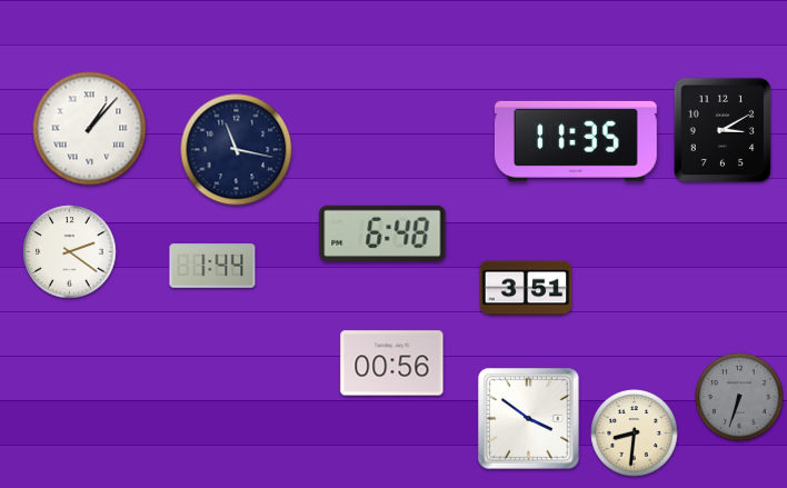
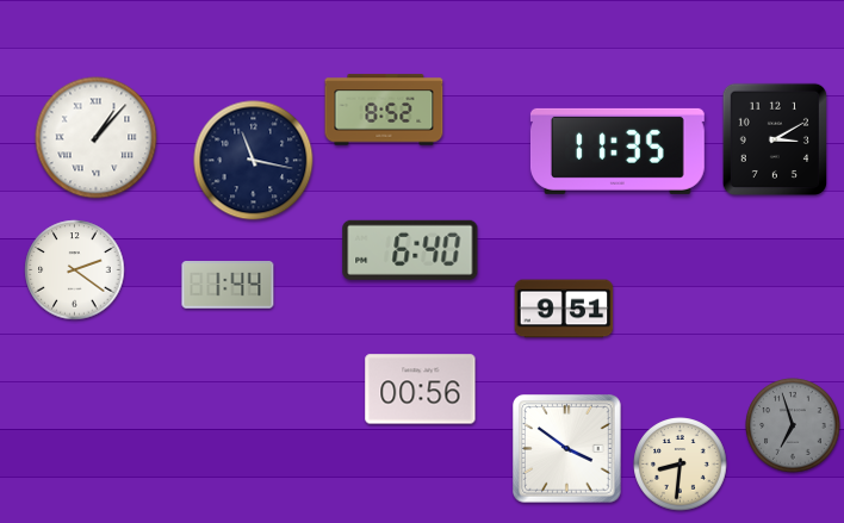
clock at (384, 110): none -> 8:52
clock at (382, 233): 6:48 -> 6:40
clock at (526, 288): 3:51 -> 9:51
clock at (739, 397): 6:33 -> 6:57
